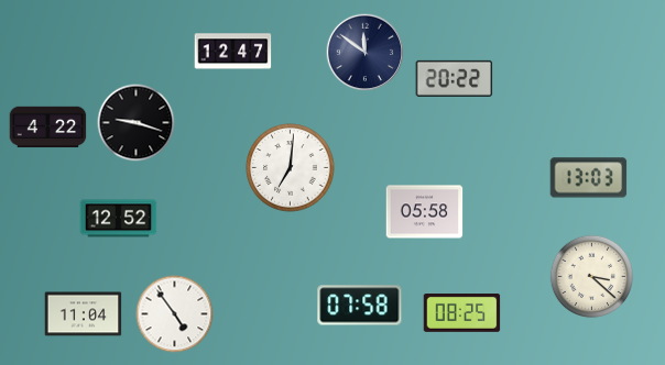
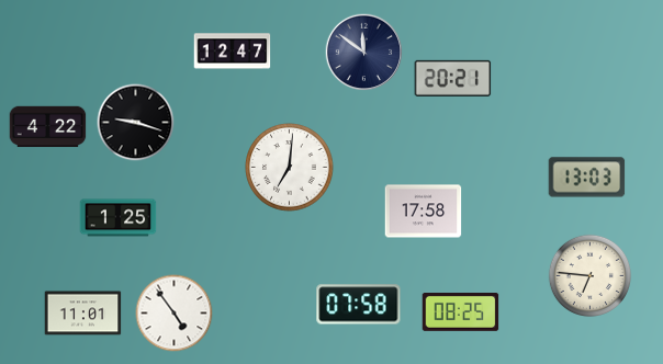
clock at (455, 78): 20:22 -> 20:21
clock at (425, 212): 05:58 -> 17:58
clock at (119, 219): 12:52 -> 1:25
clock at (592, 277): 3:22 -> 6:46
clock at (84, 314): 11:04 -> 11:01
